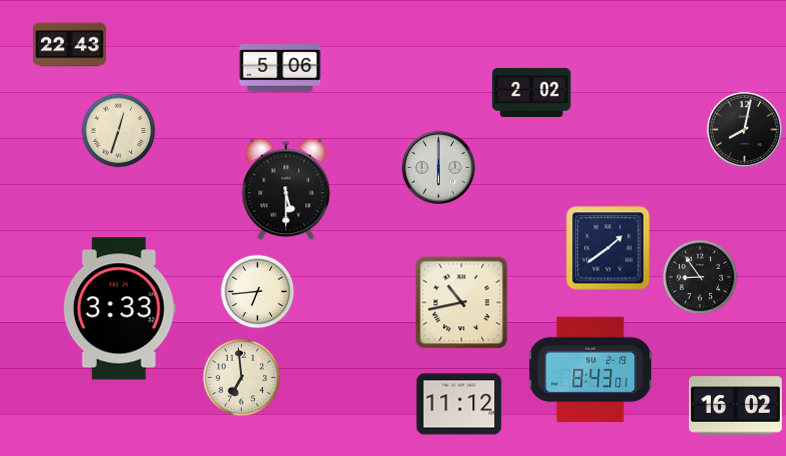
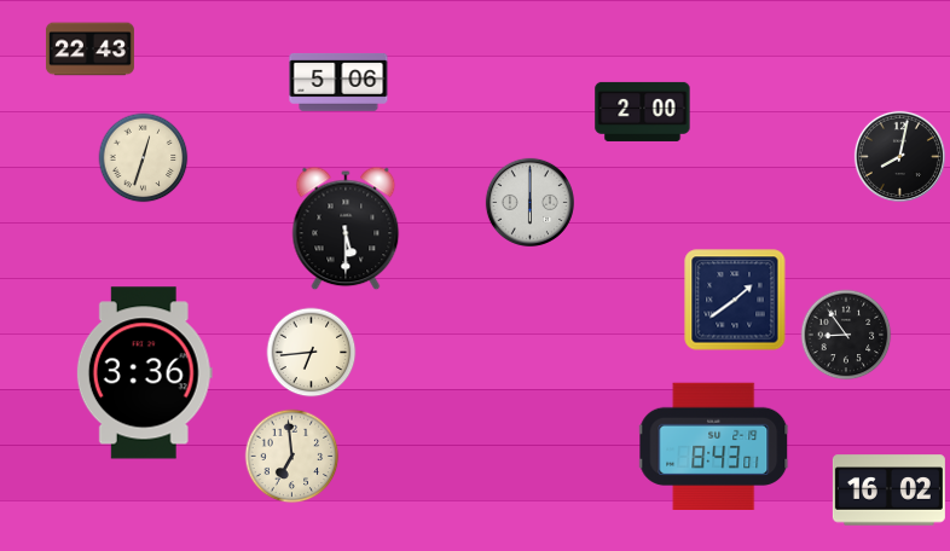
clock at (69, 45) position: (69, 45) -> (89, 50)
clock at (532, 92): 2:02 -> 2:00
clock at (462, 303): 10:43 -> none
clock at (119, 309): 3:33 -> 3:36
clock at (459, 404): 11:12 -> none
